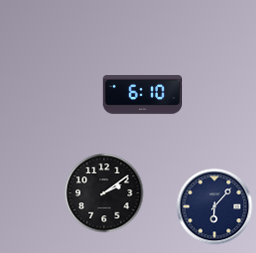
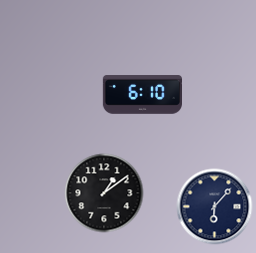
clock at (104, 193): 2:09 -> 1:09
